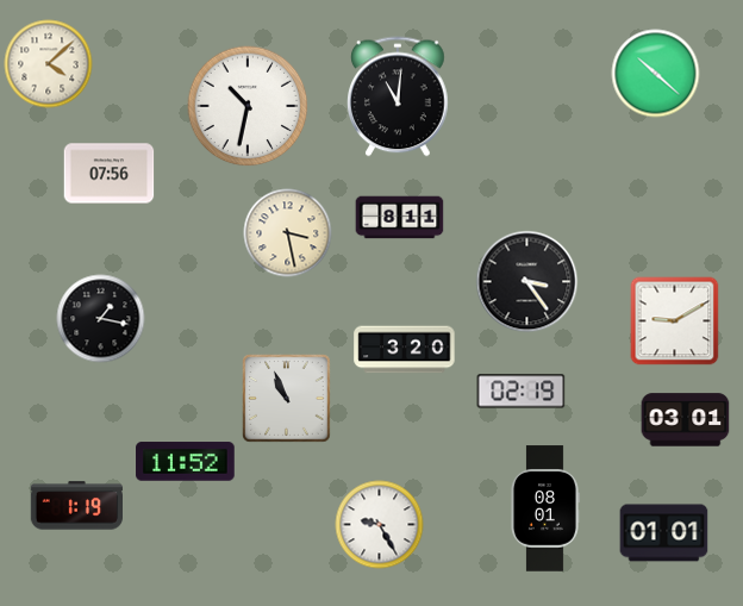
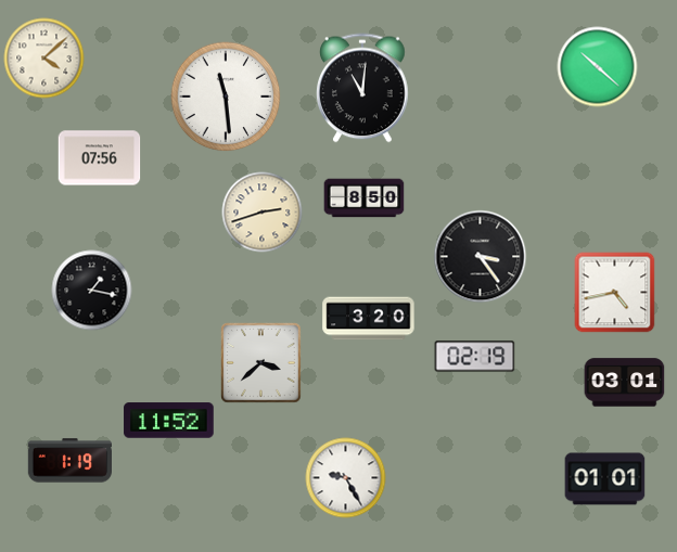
clock at (248, 106): 10:32 -> 11:29
clock at (400, 218): 8:11 -> 8:50
clock at (288, 233): 3:28 -> 2:42
clock at (675, 321): 9:10 -> 4:43
clock at (287, 399): 10:56 -> 3:38
clock at (544, 508): 08:01 -> none
clock at (664, 533) position: (664, 533) -> (605, 479)
